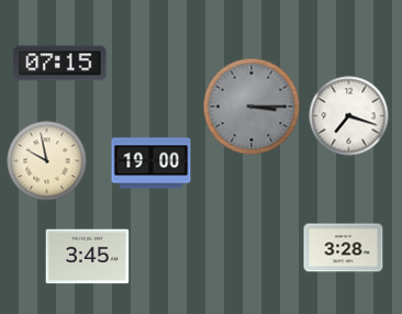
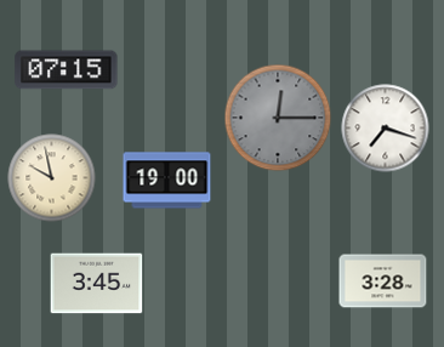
clock at (252, 106): 3:15 -> 12:15
clock at (344, 248) position: (344, 248) -> (383, 281)
